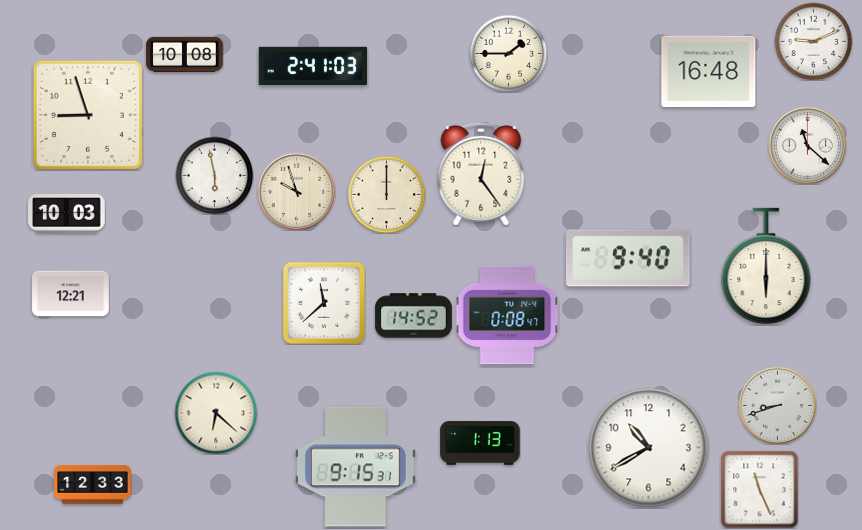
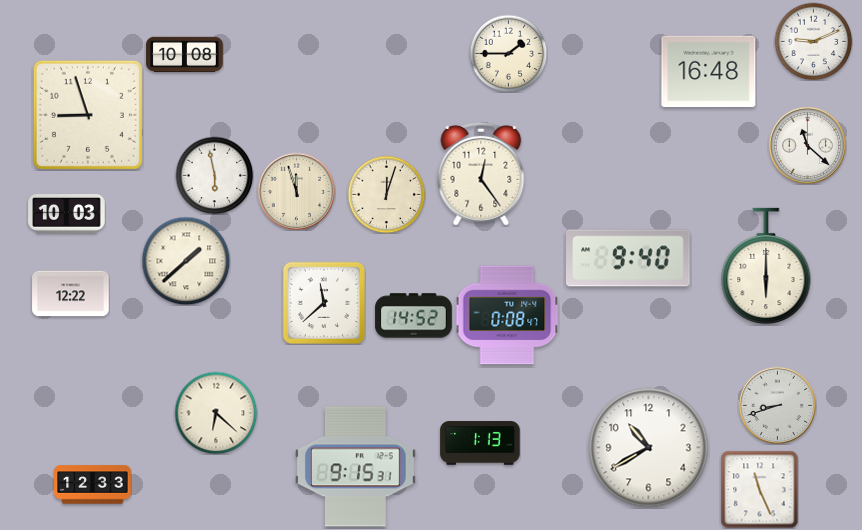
clock at (313, 66): 2:41 -> none
clock at (296, 191): 9:57 -> 11:57
clock at (386, 194): 12:00 -> 12:03
clock at (186, 261): none -> 1:38
clock at (71, 294): 12:21 -> 12:22
